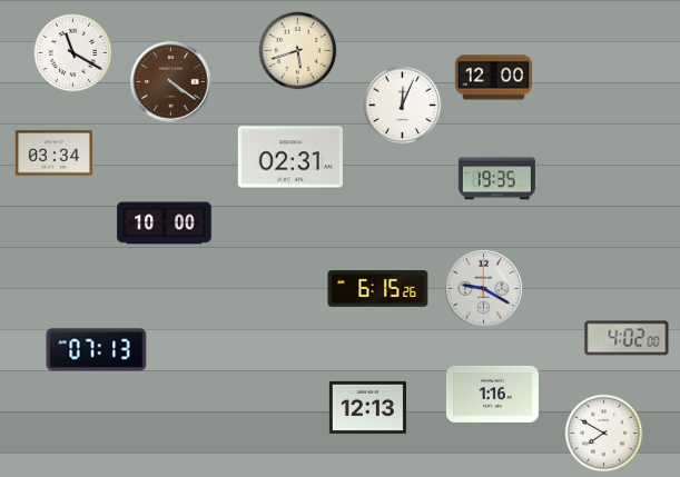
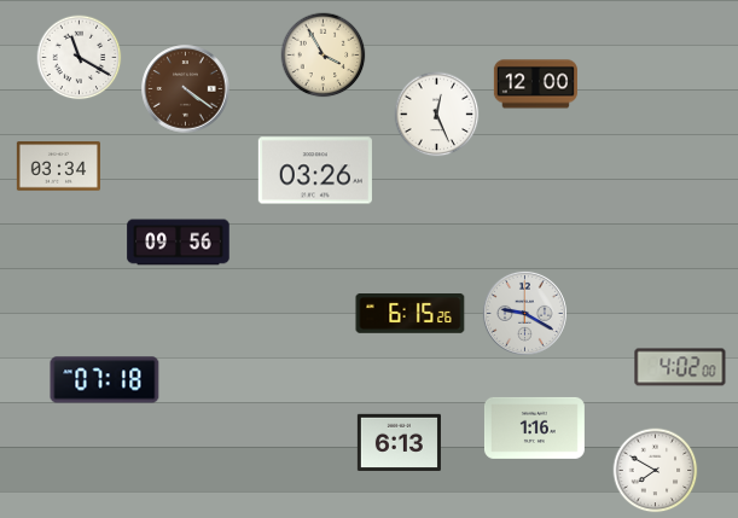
clock at (298, 51): 5:42 -> 3:55
clock at (403, 106): 12:04 -> 12:26
clock at (290, 157): 02:31 -> 03:26
clock at (496, 179): 19:35 -> none
clock at (165, 223): 10:00 -> 09:56
clock at (97, 350): 07:13 -> 07:18
clock at (367, 407): 12:13 -> 6:13
